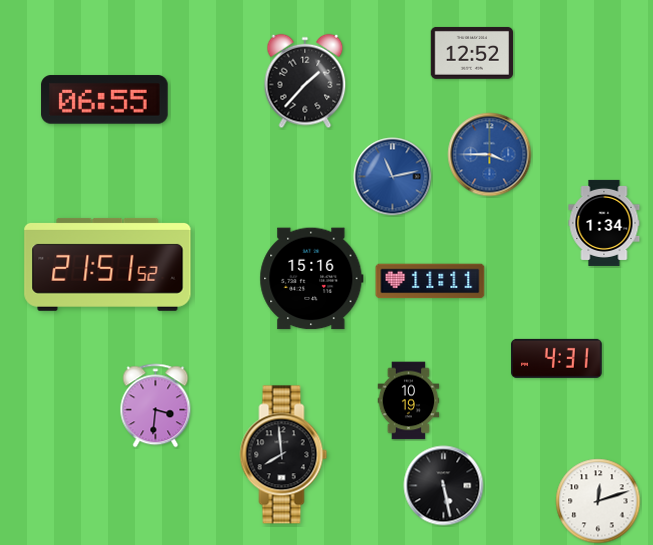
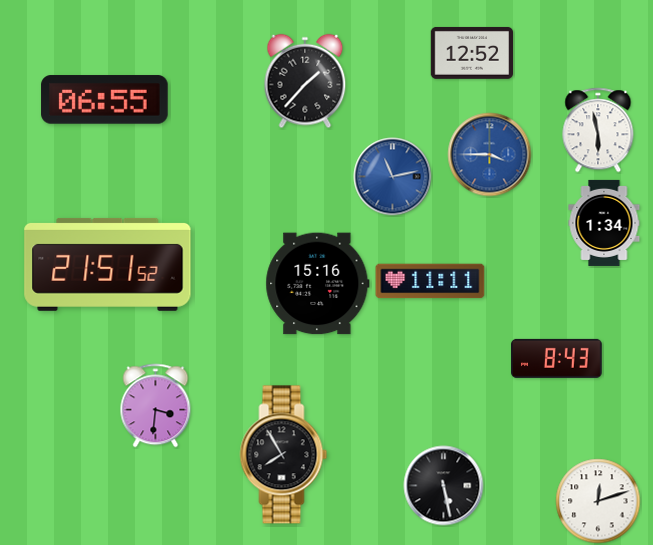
clock at (598, 130): none -> 5:58
clock at (312, 279) position: (312, 279) -> (318, 284)
clock at (557, 358): 4:31 -> 8:43
clock at (409, 401): 10:19 -> none
clock at (284, 455): 7:59 -> 7:55
